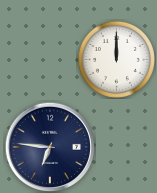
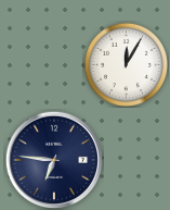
clock at (116, 59): 12:00 -> 12:05
